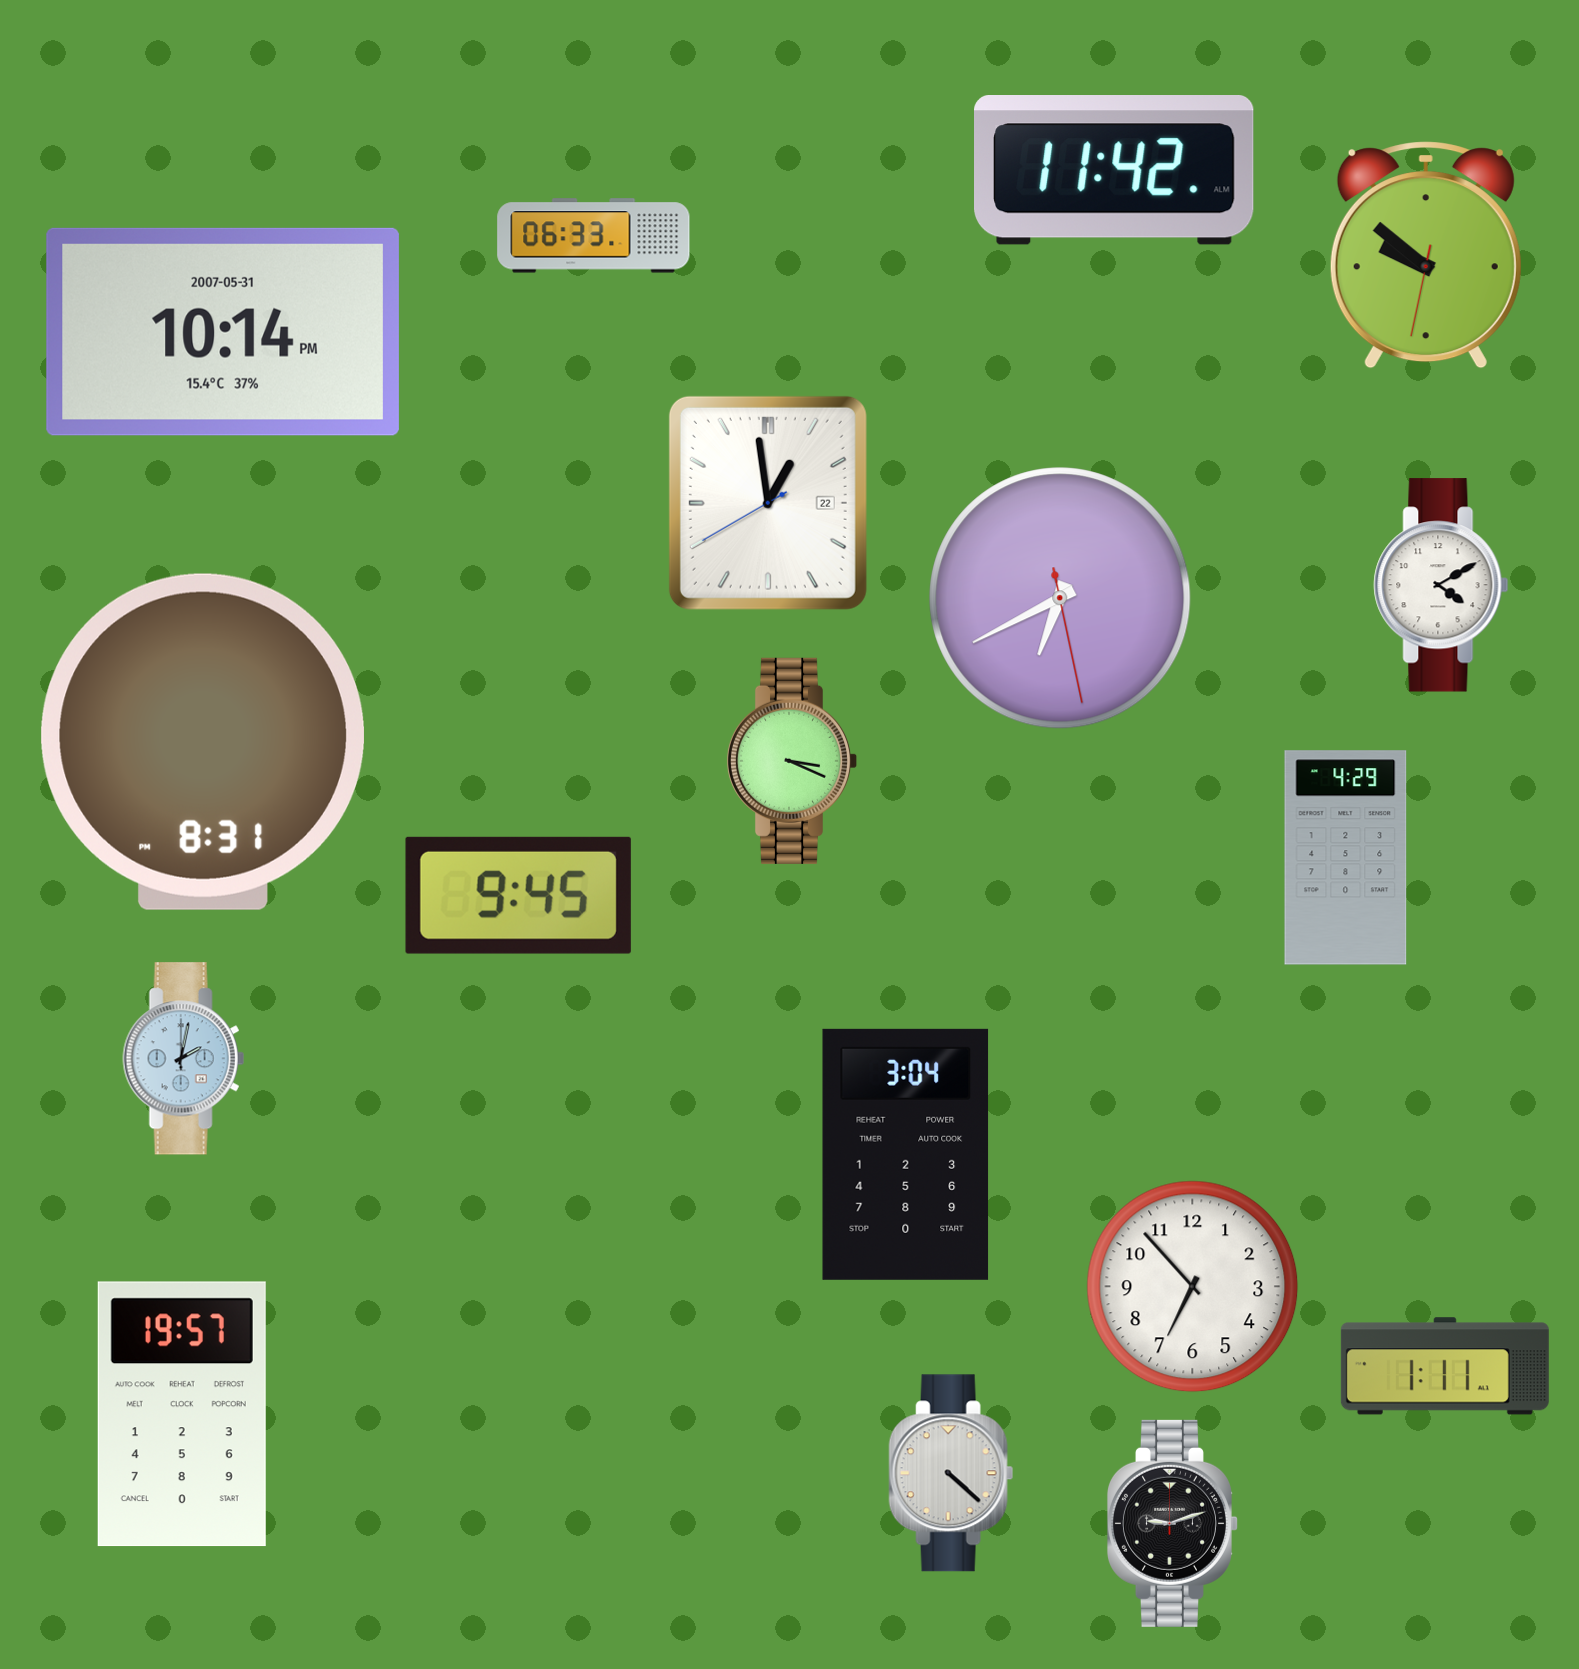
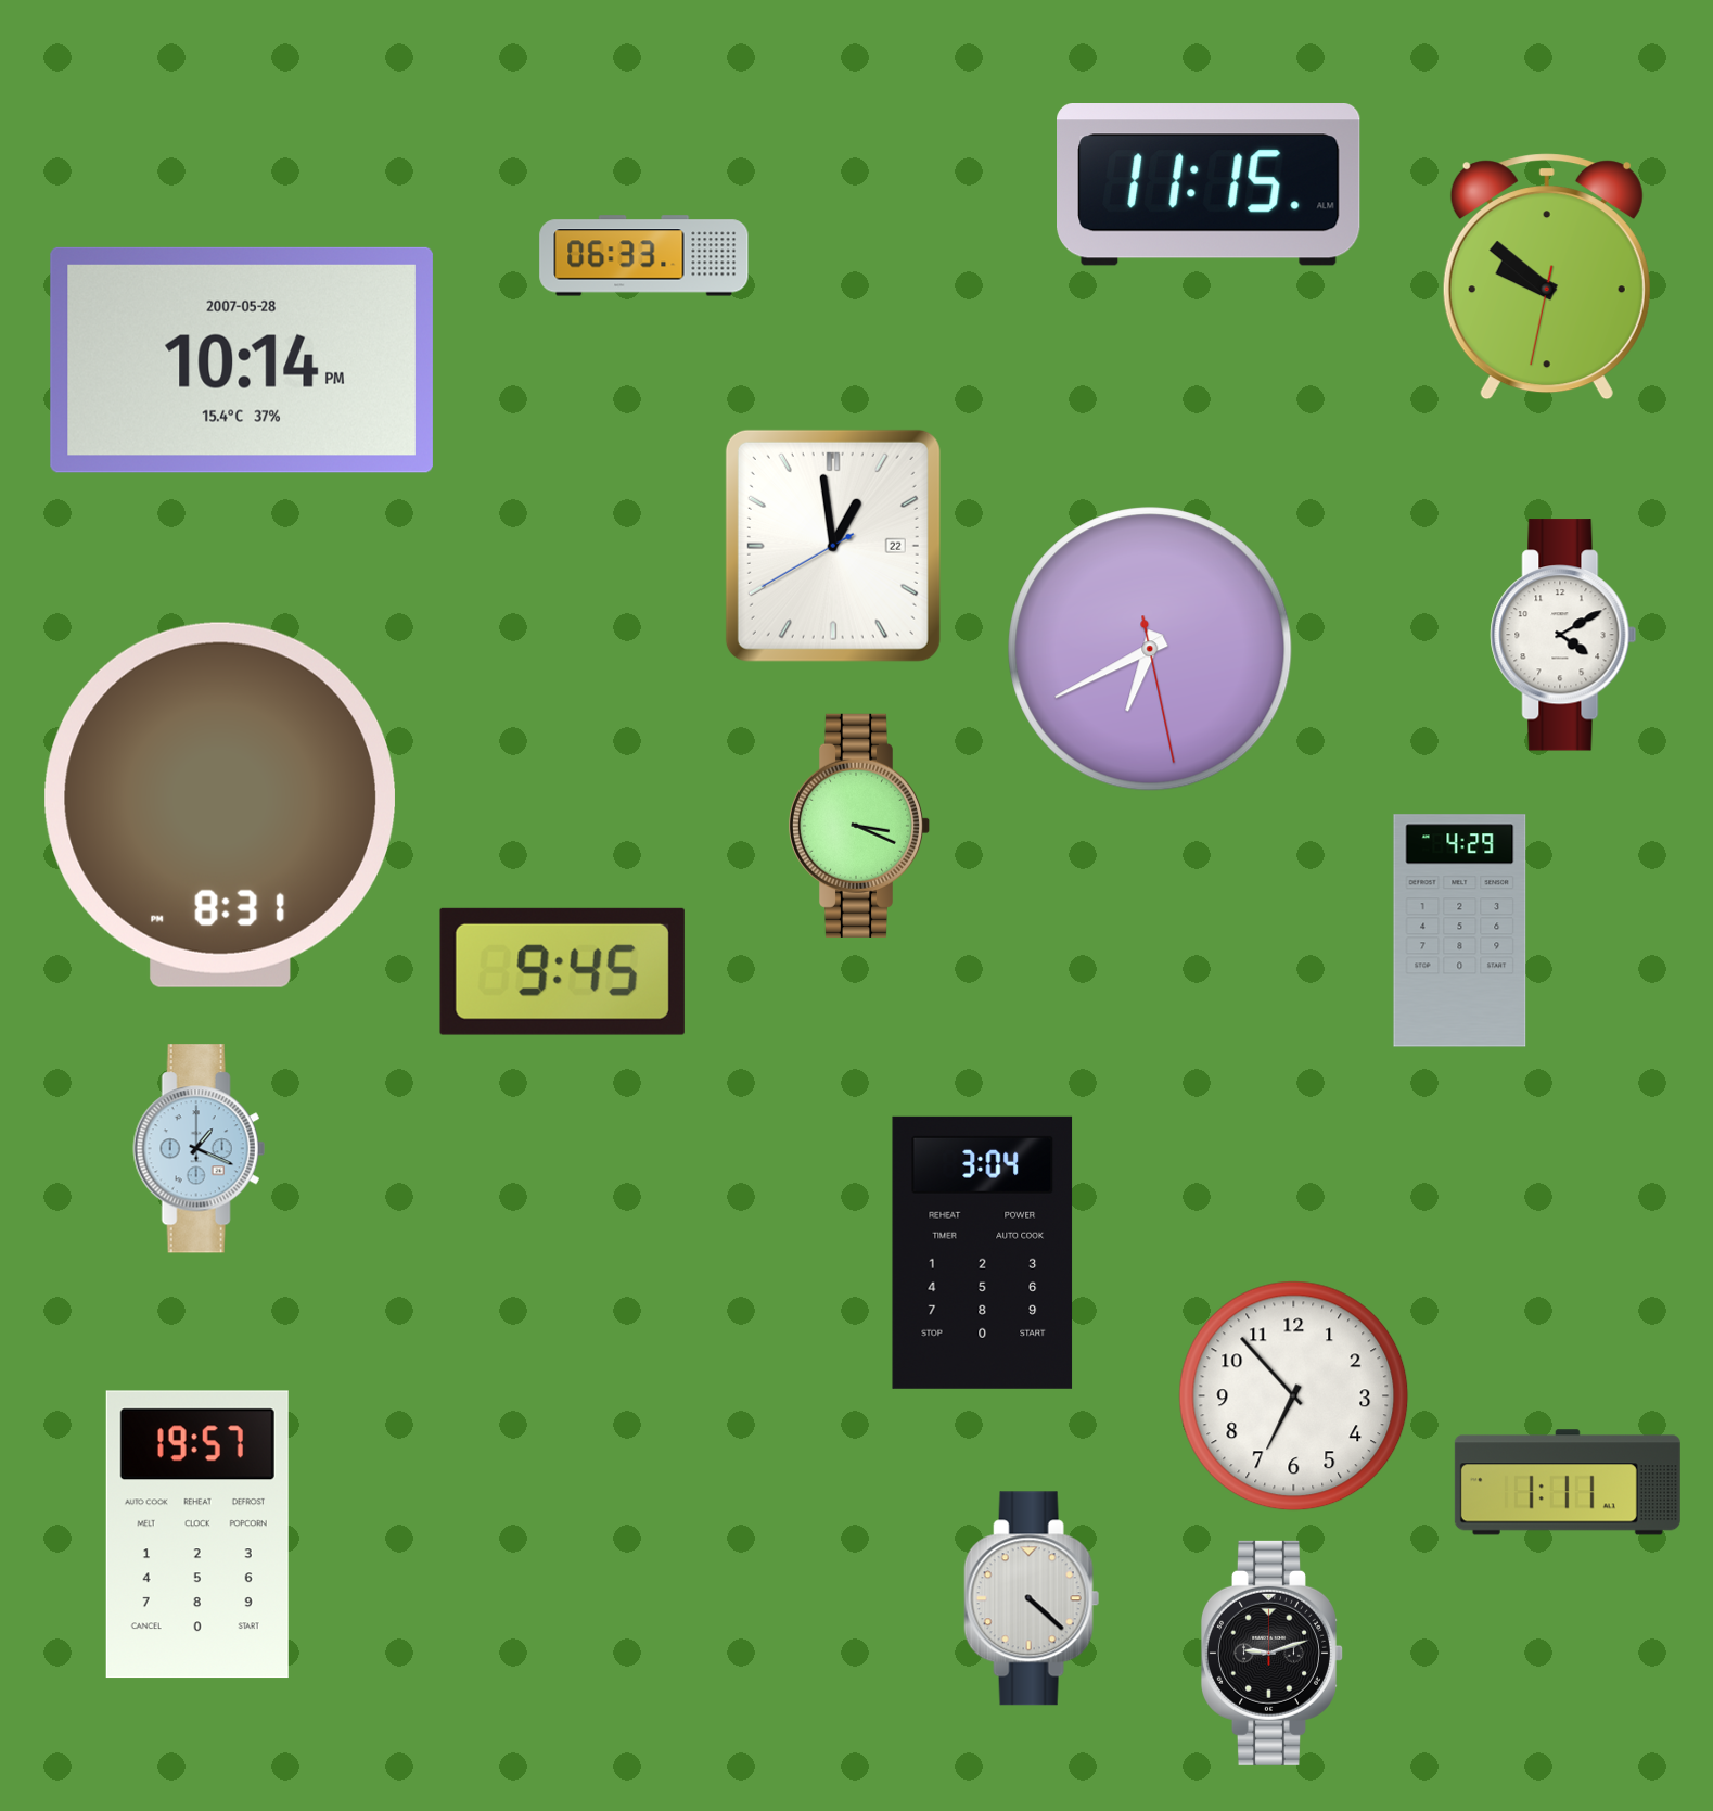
clock at (1115, 171): 11:42 -> 11:15
clock at (223, 332) date: 2007-05-31 -> 2007-05-28
clock at (183, 1059): 2:02 -> 1:19
